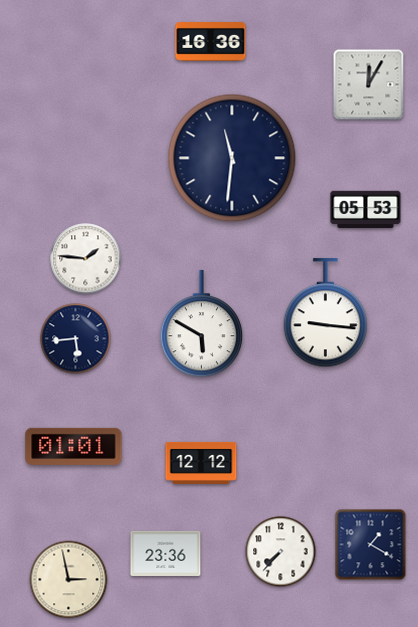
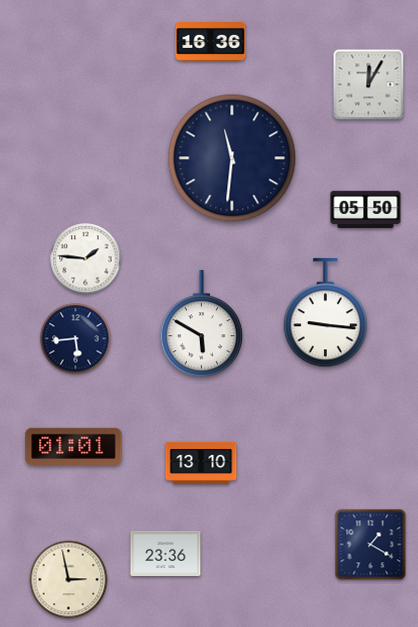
clock at (366, 210): 05:53 -> 05:50
clock at (201, 463): 12:12 -> 13:10
clock at (281, 552): 7:37 -> none
